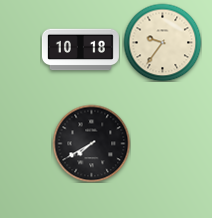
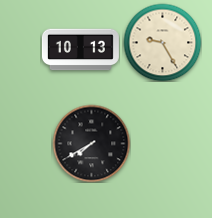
clock at (162, 42): 9:36 -> 9:25
clock at (80, 50): 10:18 -> 10:13
